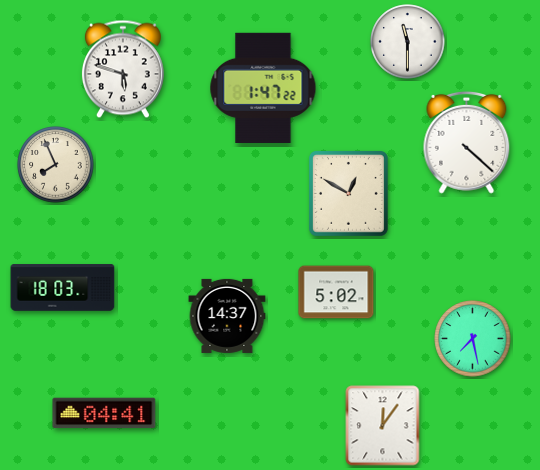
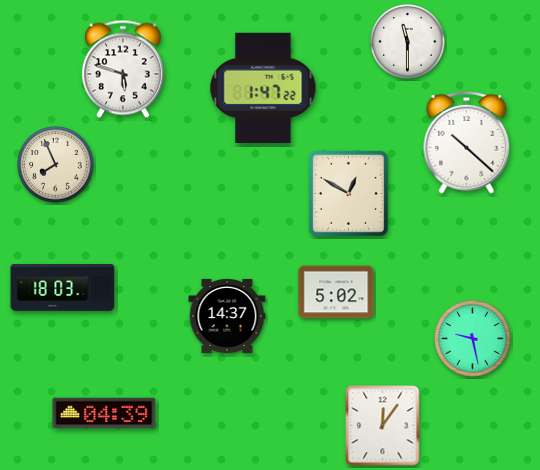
clock at (467, 142): 4:22 -> 10:22
clock at (473, 339): 7:28 -> 9:28
clock at (104, 413): 04:41 -> 04:39
